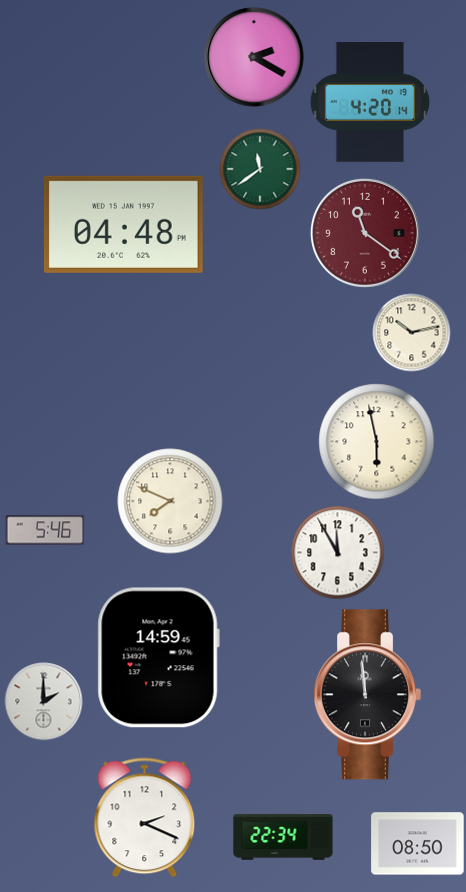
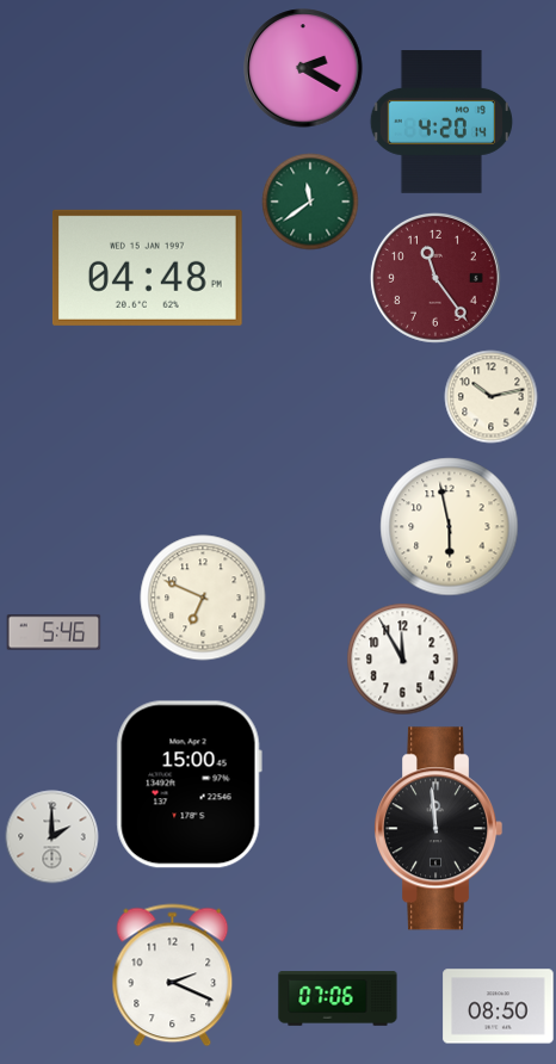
clock at (365, 233): 11:21 -> 11:24
clock at (170, 501): 7:49 -> 6:49
clock at (158, 658): 14:59 -> 15:00
clock at (283, 837): 22:34 -> 07:06
